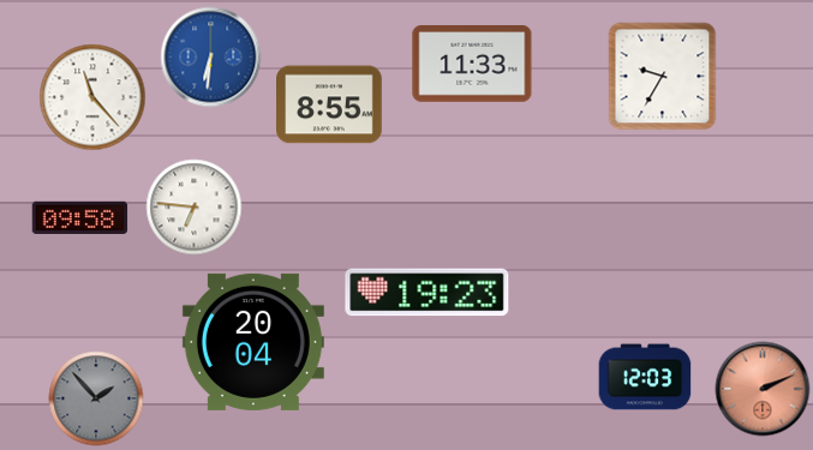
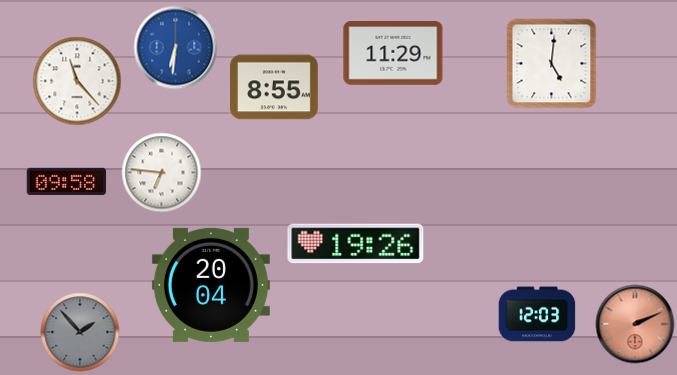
clock at (472, 65): 11:33 -> 11:29
clock at (663, 77): 9:35 -> 5:01
clock at (428, 293): 19:23 -> 19:26
